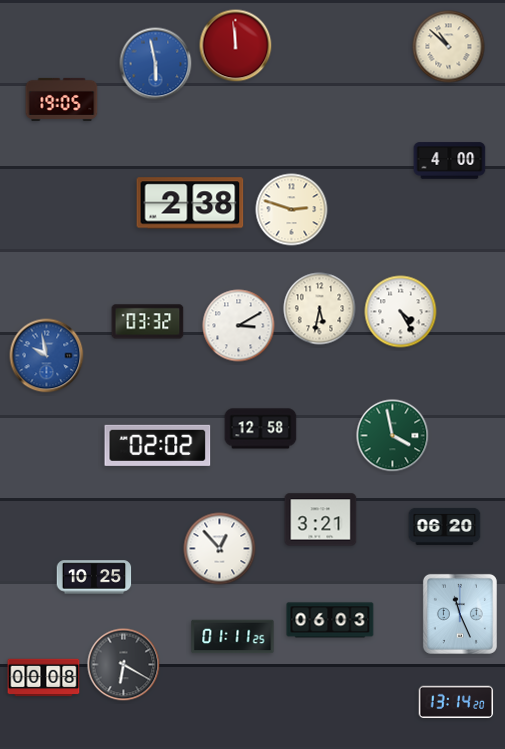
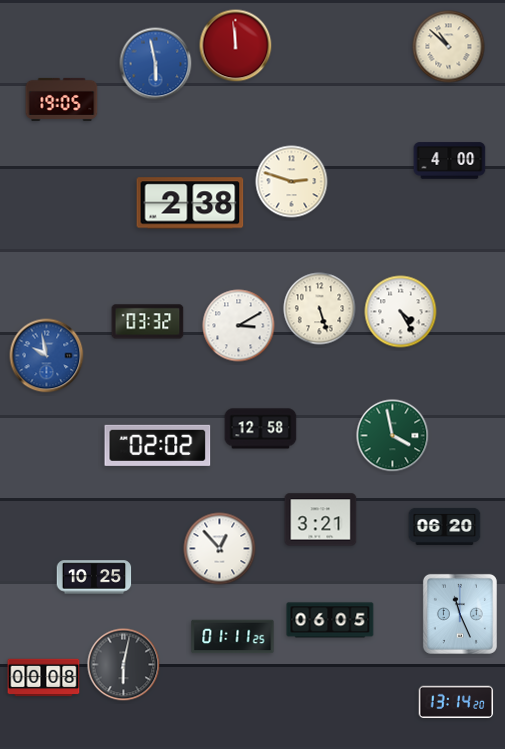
clock at (292, 210) position: (292, 210) -> (292, 182)
clock at (320, 309): 5:32 -> 5:27
clock at (330, 620): 06:03 -> 06:05
clock at (124, 665): 6:20 -> 6:02
